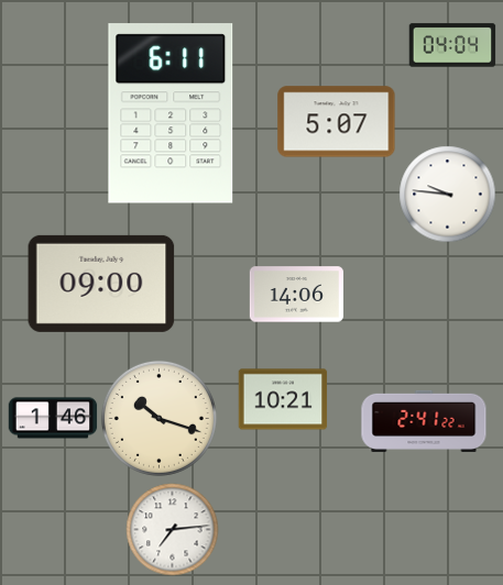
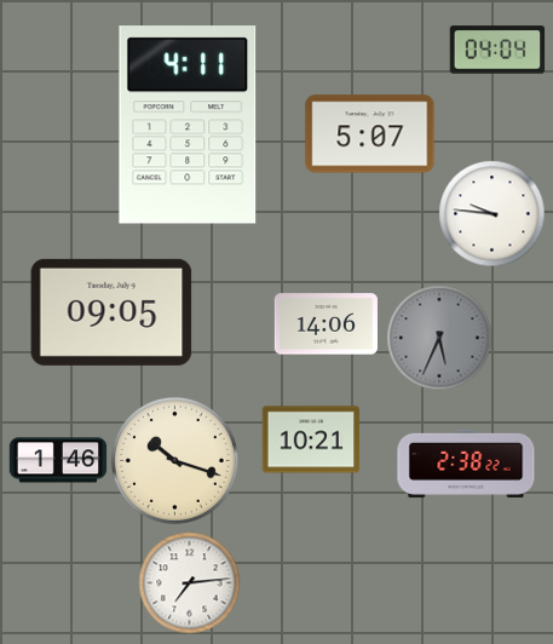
clock at (171, 113): 6:11 -> 4:11
clock at (101, 284): 09:00 -> 09:05
clock at (439, 338): none -> 5:34
clock at (424, 421): 2:41 -> 2:38
